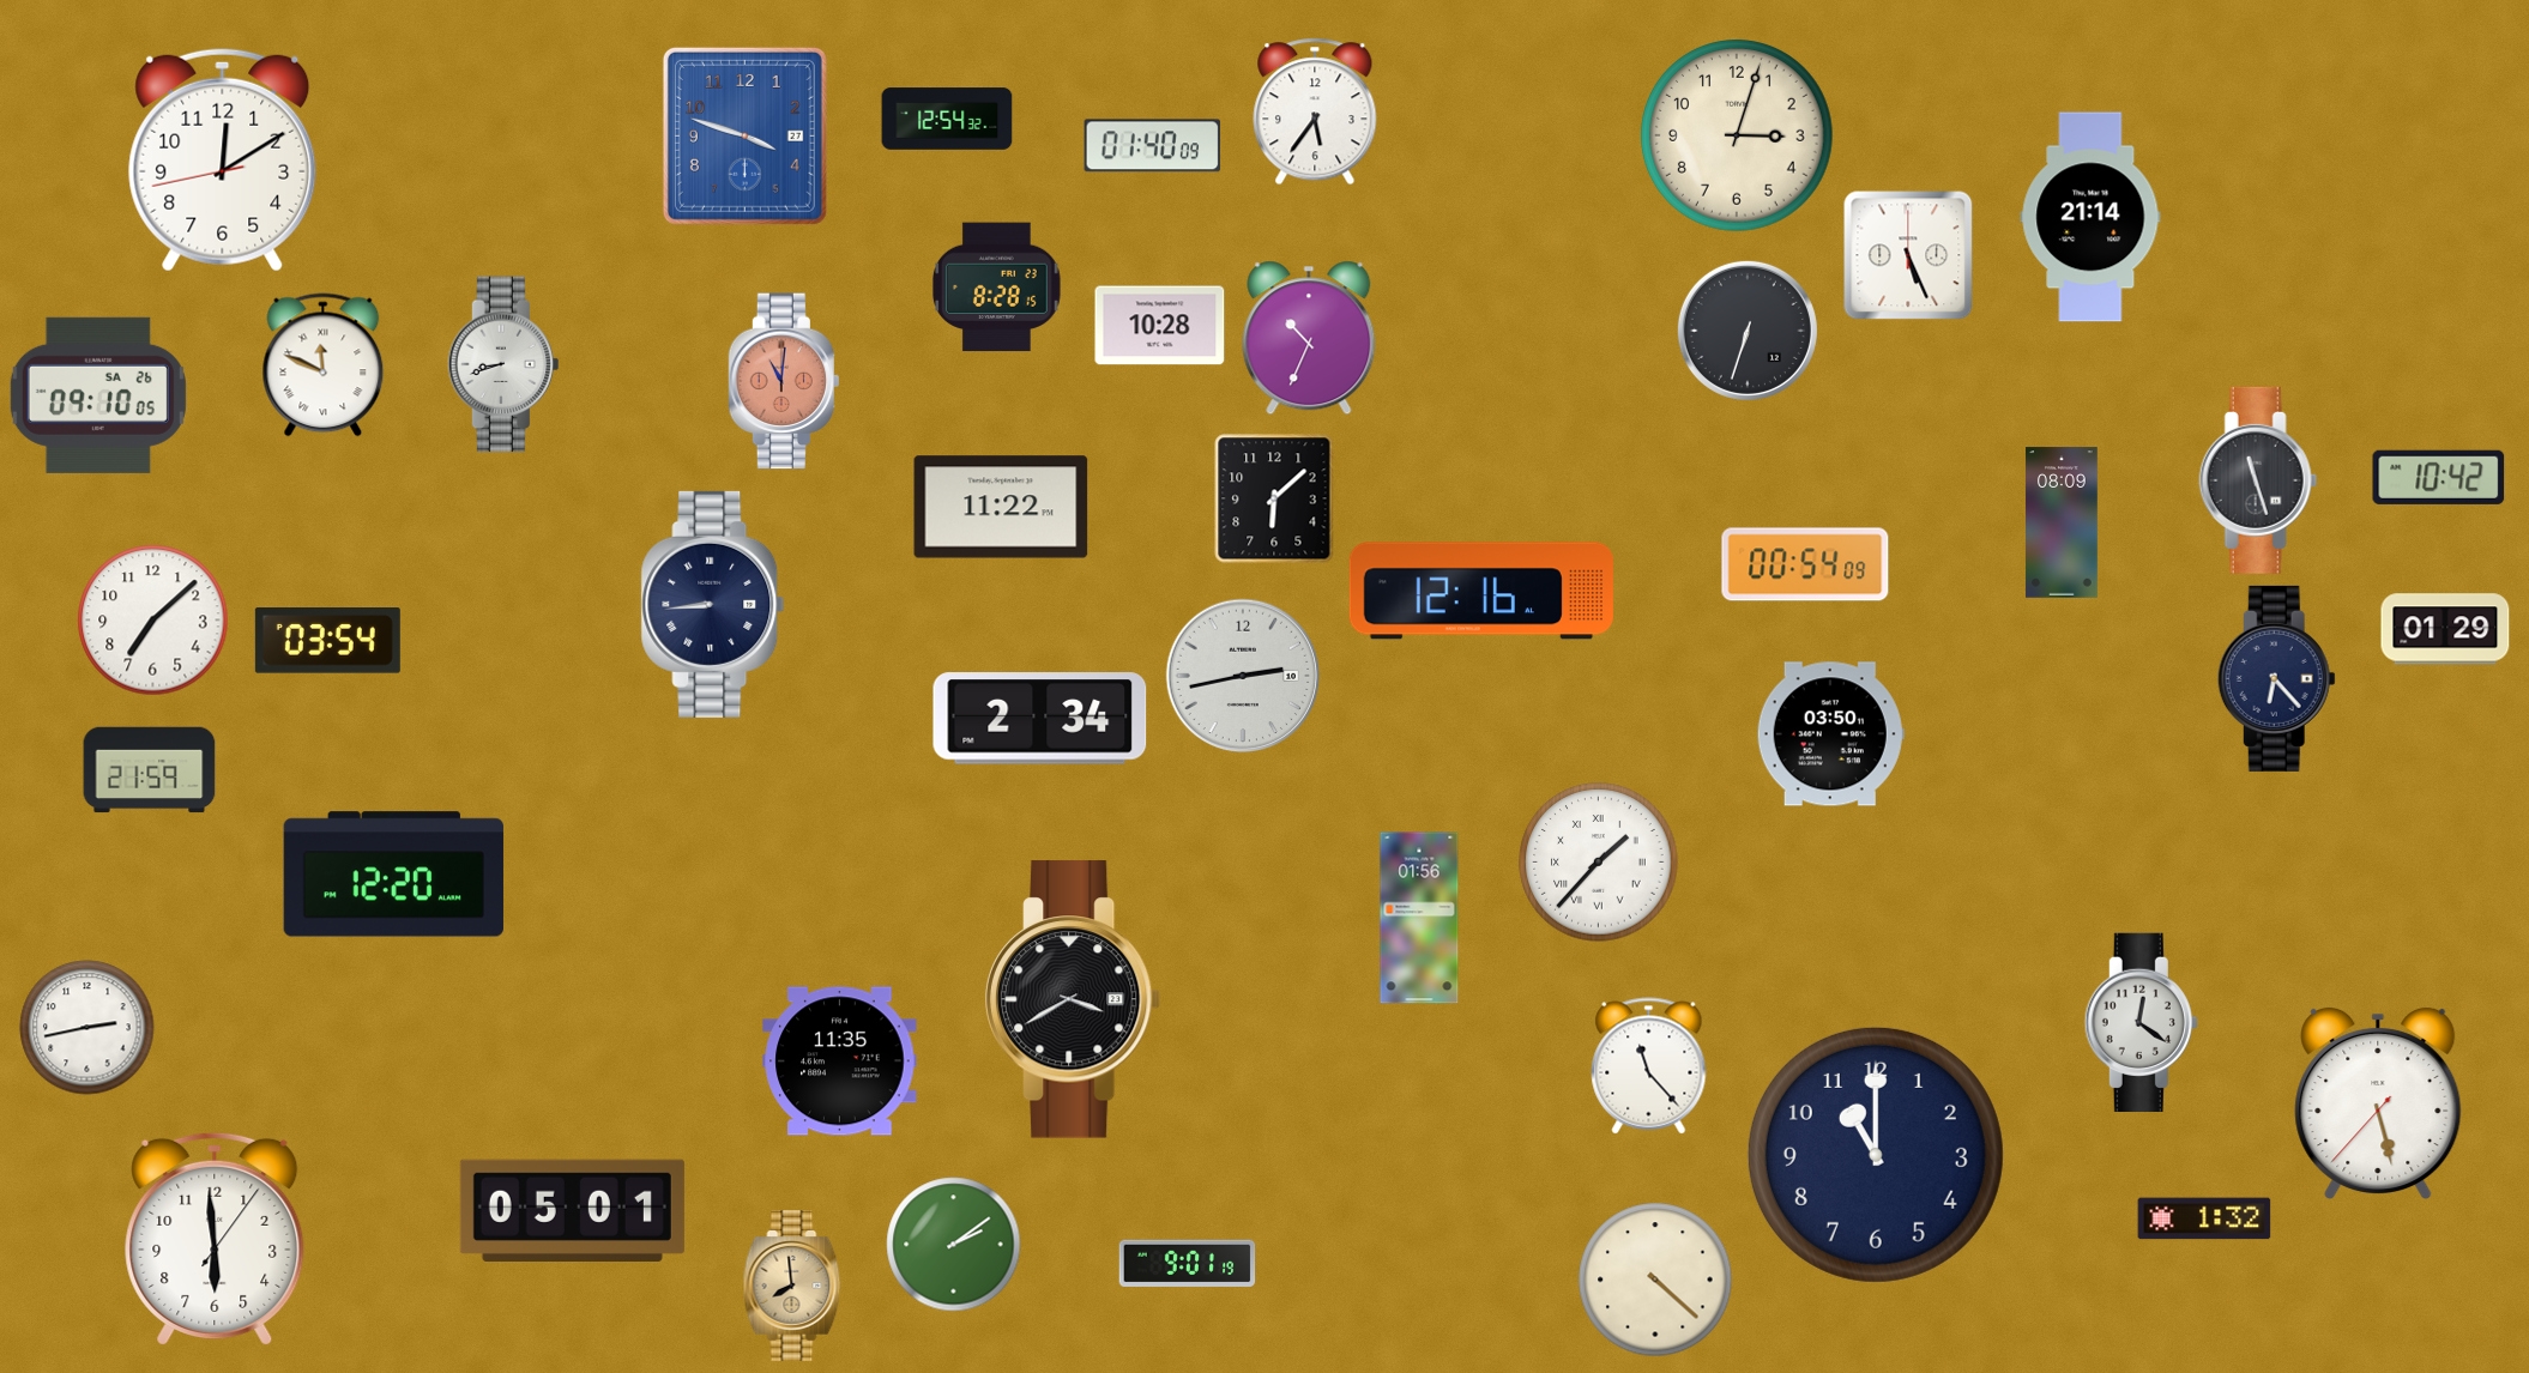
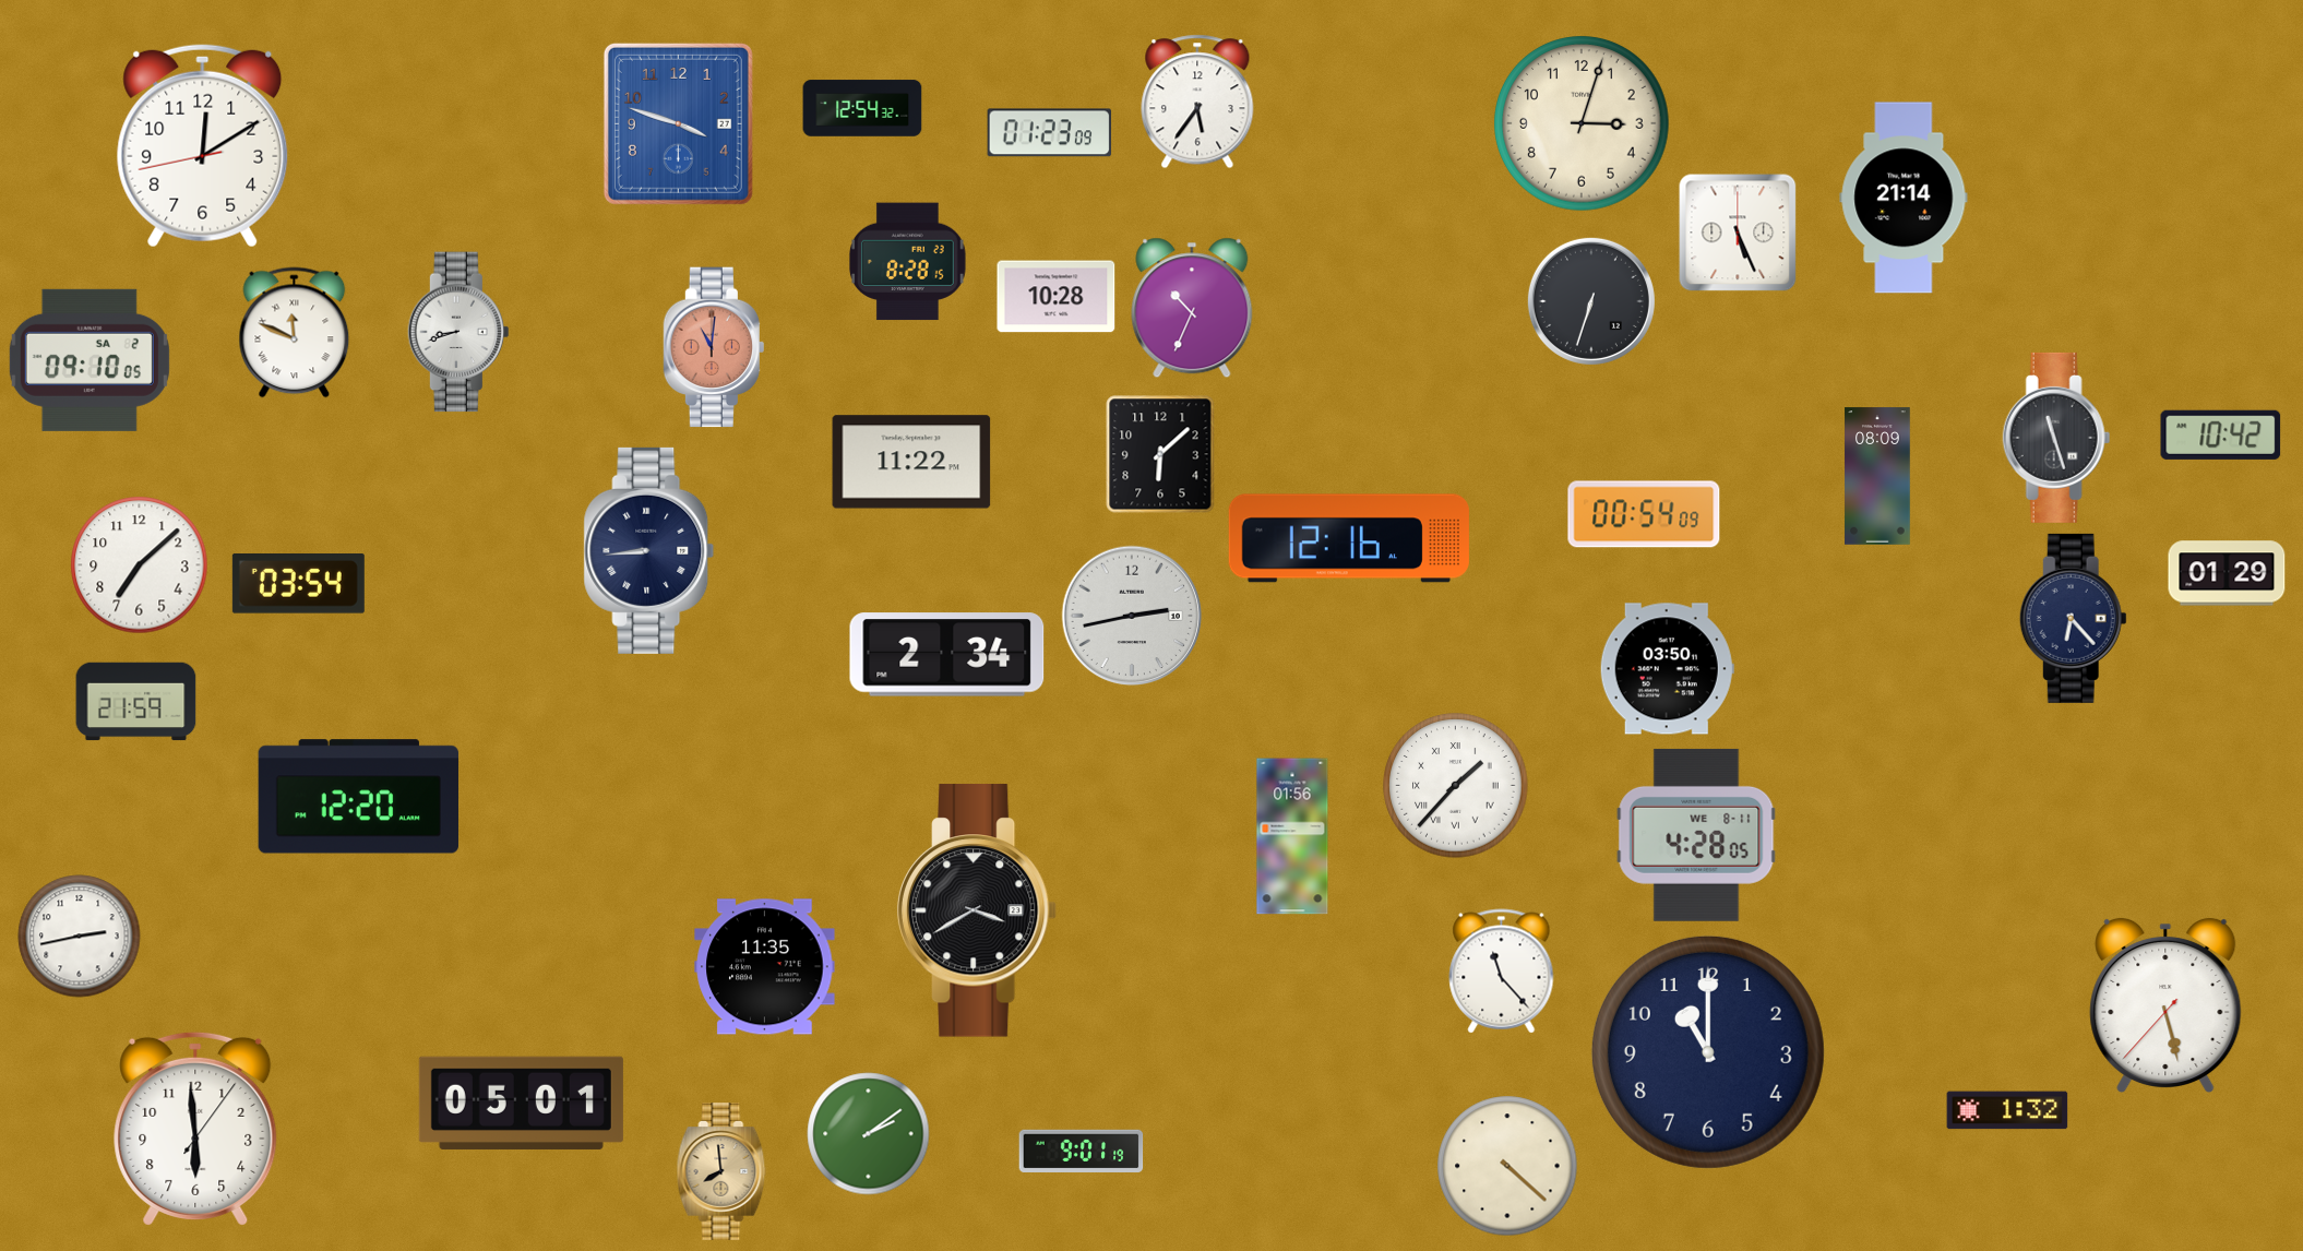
clock at (1152, 146): 01:40 -> 01:23
clock at (98, 395) date: SA 26 -> SA 2
clock at (1696, 835): none -> 4:28
clock at (2141, 1022): 12:21 -> none
